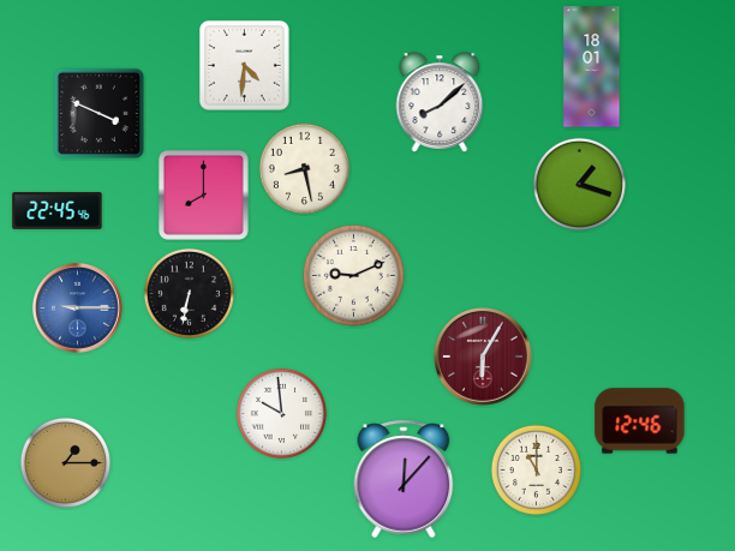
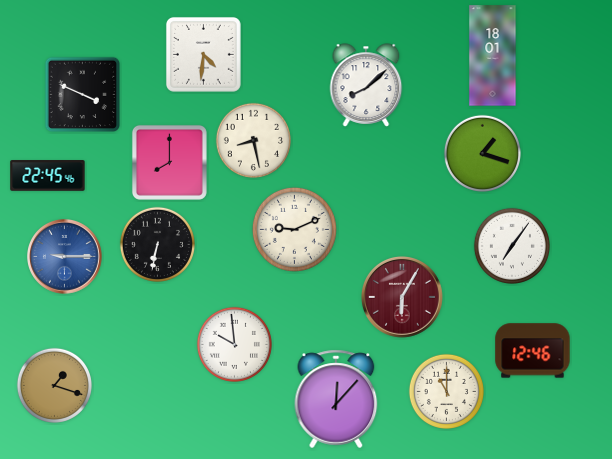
clock at (512, 246): none -> 7:06
clock at (65, 462): 1:15 -> 1:18
